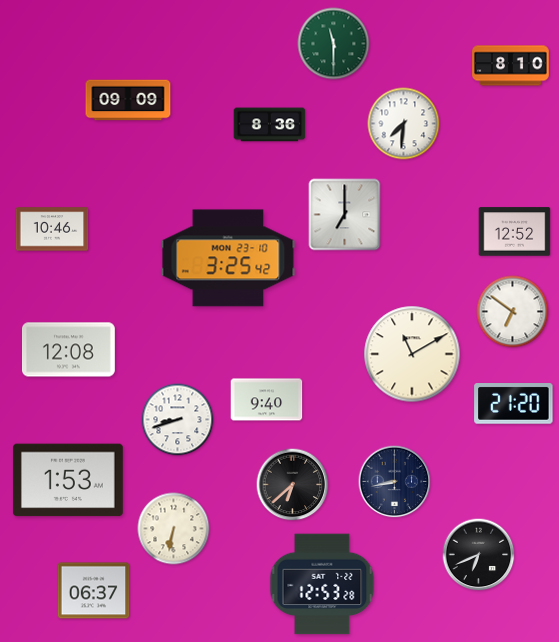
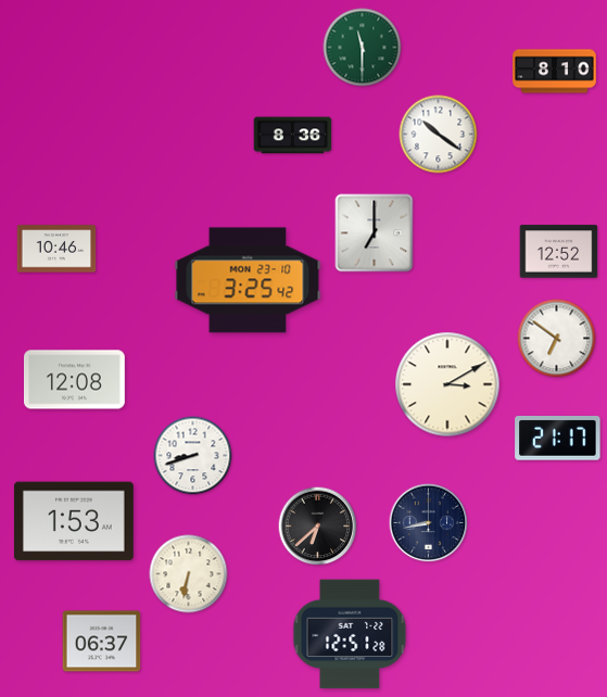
clock at (128, 100): 09:09 -> none
clock at (404, 124): 7:31 -> 10:21
clock at (412, 354): 11:10 -> 3:10
clock at (267, 400): 9:40 -> none
clock at (514, 404): 21:20 -> 21:17
clock at (479, 555): 6:41 -> none
clock at (322, 584): 12:53 -> 12:51
